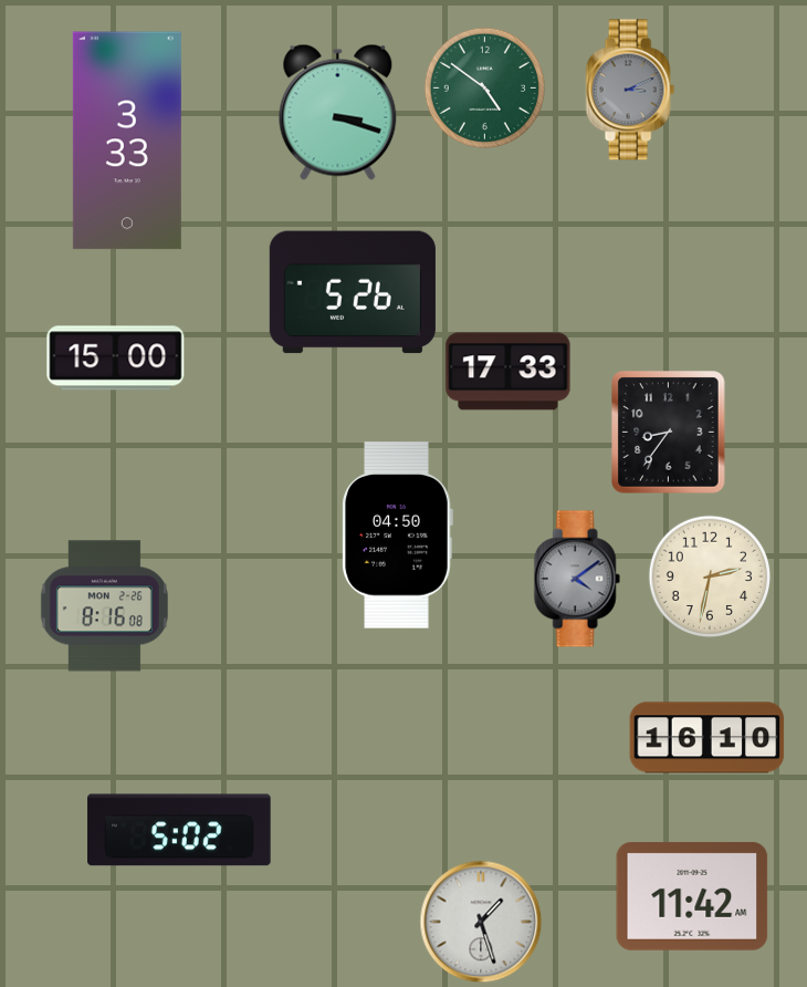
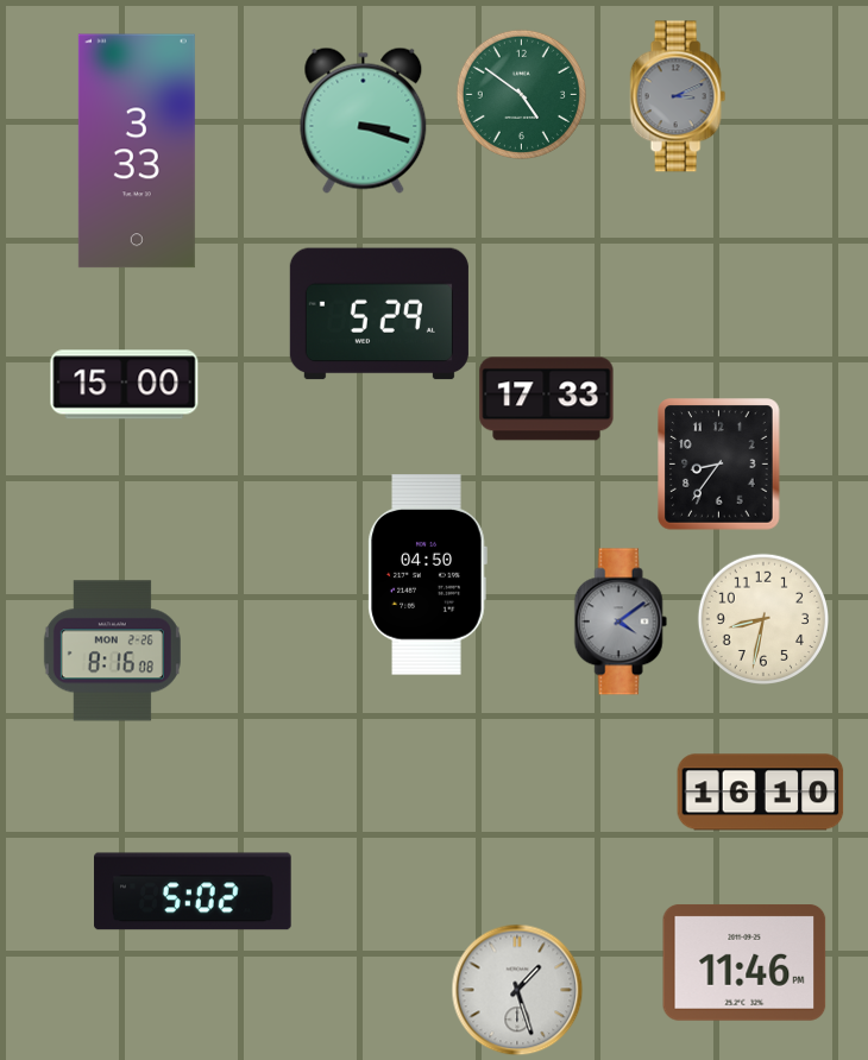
clock at (353, 292): 5:26 -> 5:29
clock at (709, 575): 2:32 -> 8:32
clock at (692, 896): 11:42 -> 11:46
